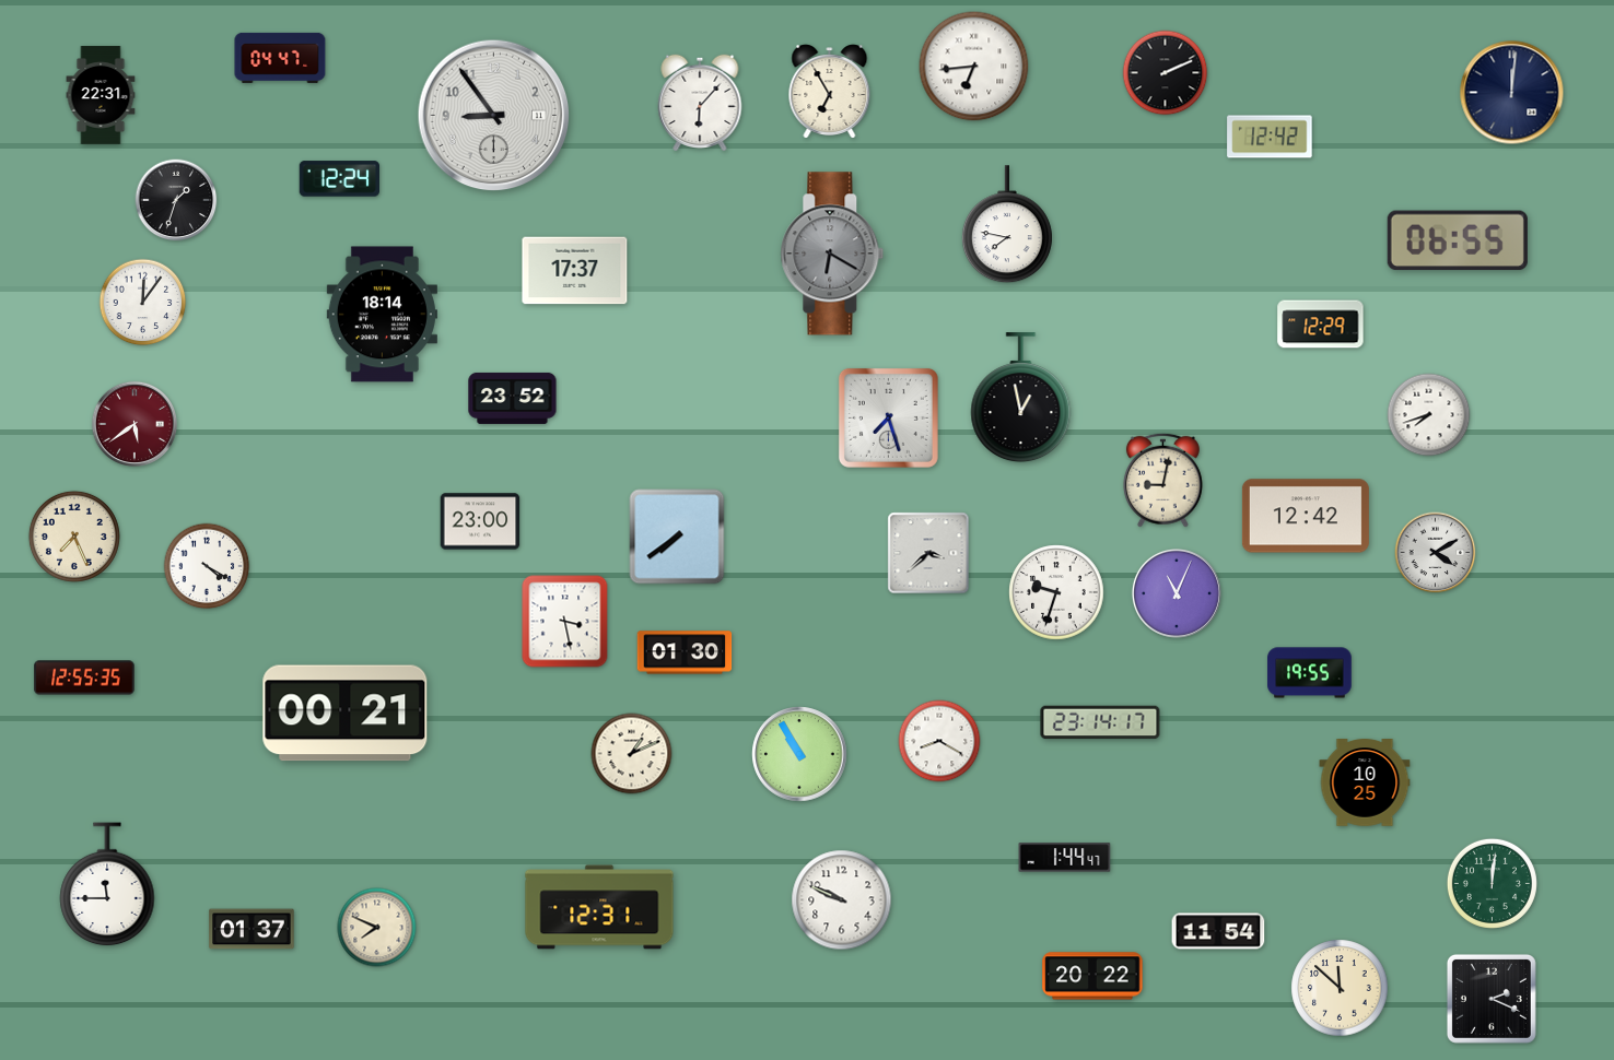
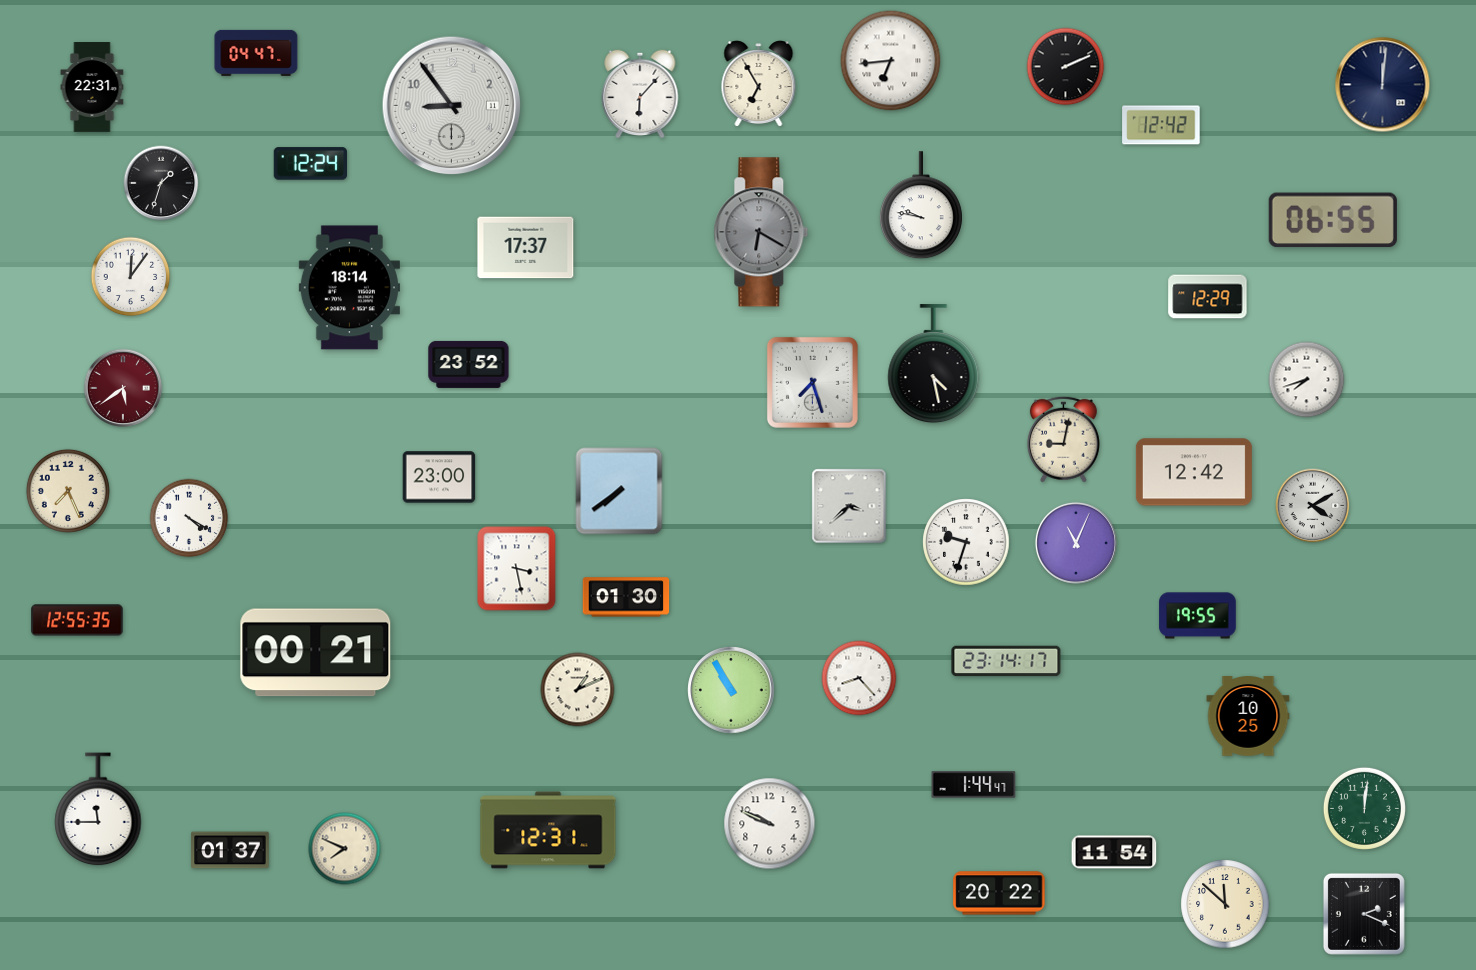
clock at (1007, 225): 7:47 -> 9:47
clock at (1021, 398): 12:58 -> 4:28
clock at (939, 741): 8:20 -> 8:23
